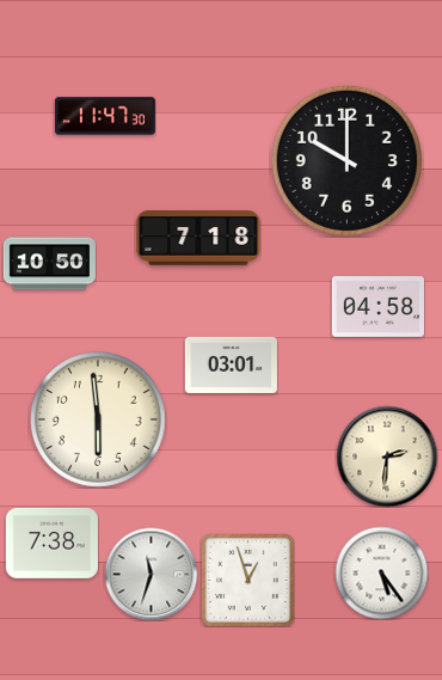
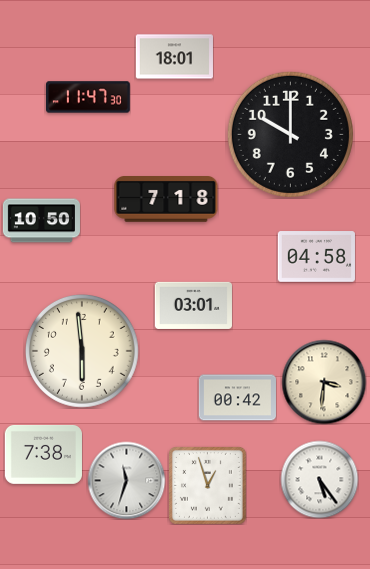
clock at (174, 57): none -> 18:01
clock at (387, 457): 2:31 -> 3:31
clock at (237, 398): none -> 00:42
